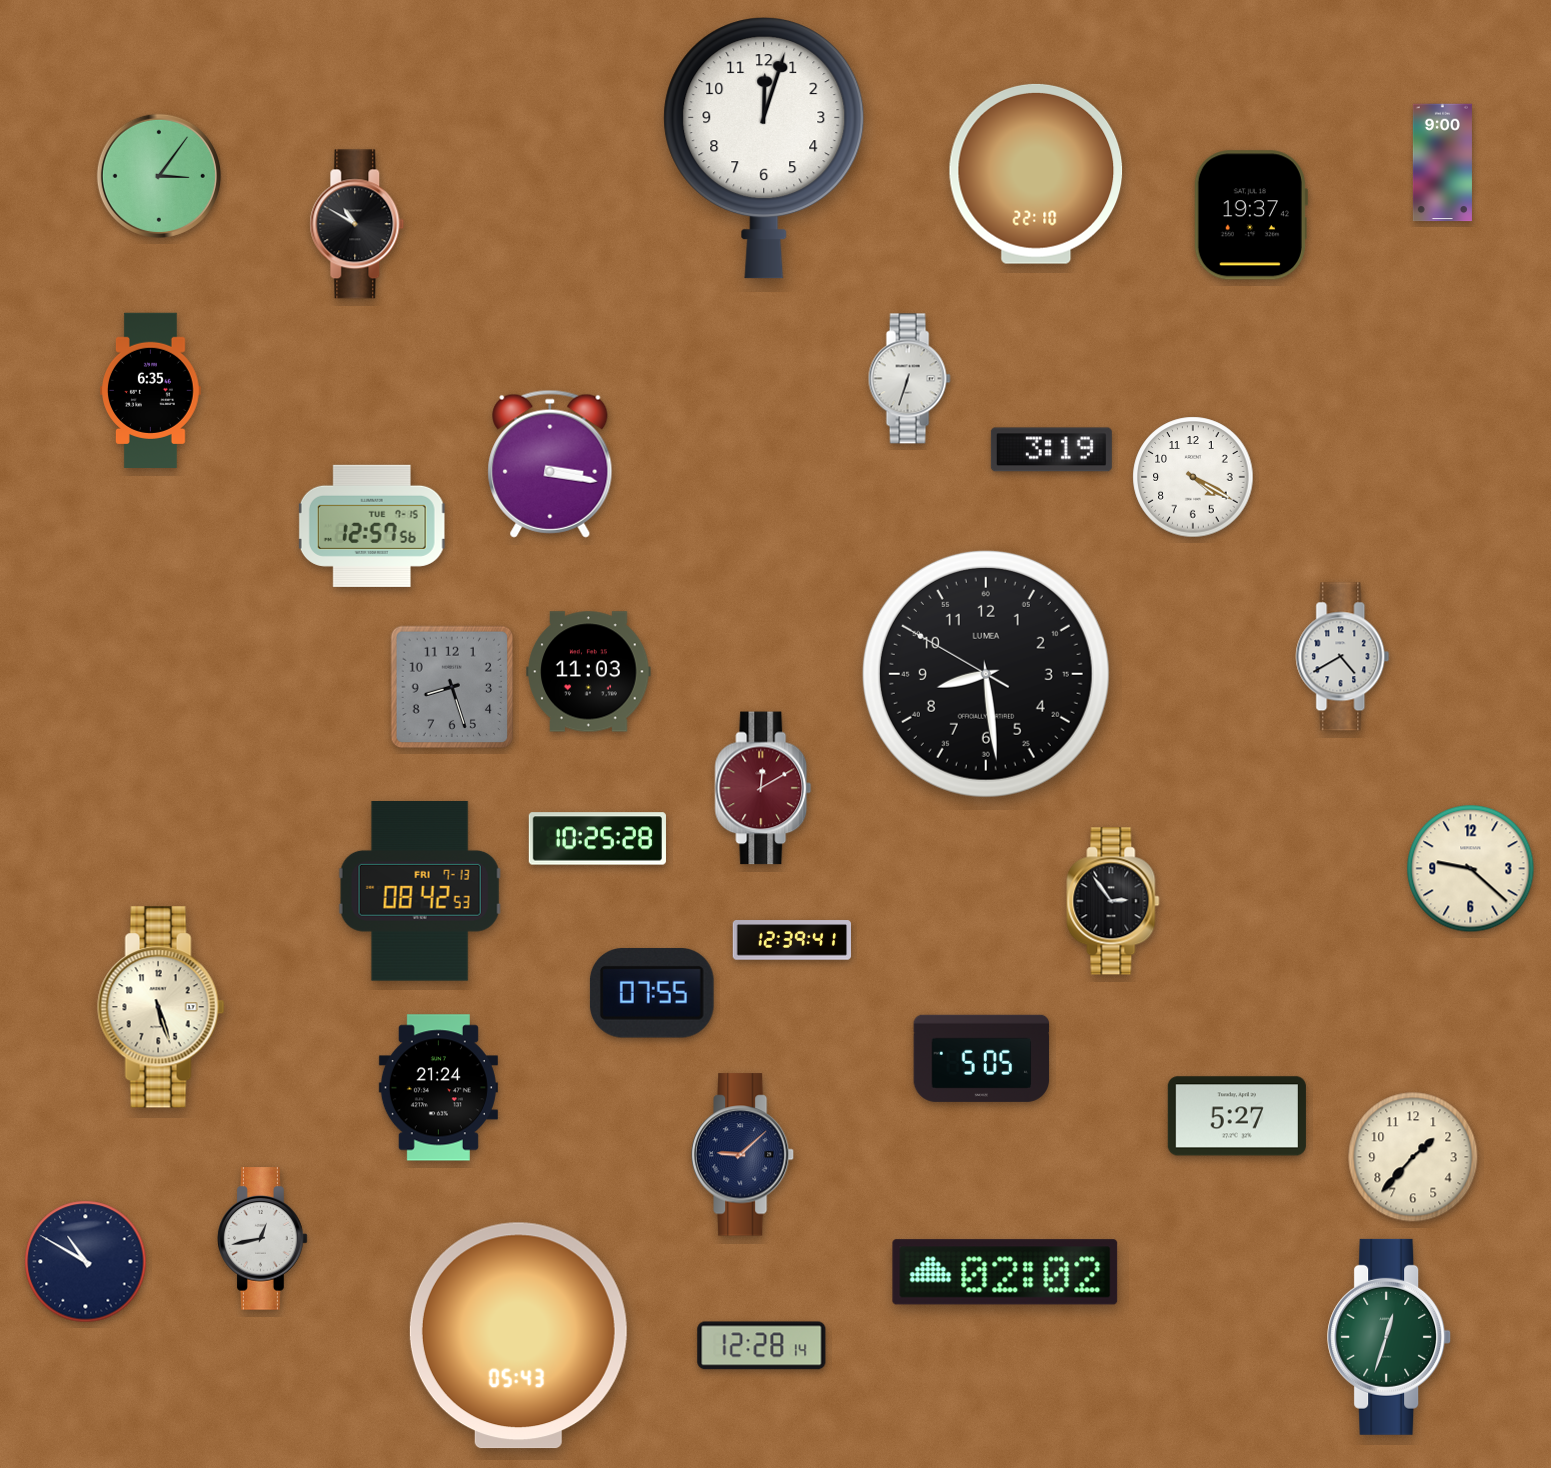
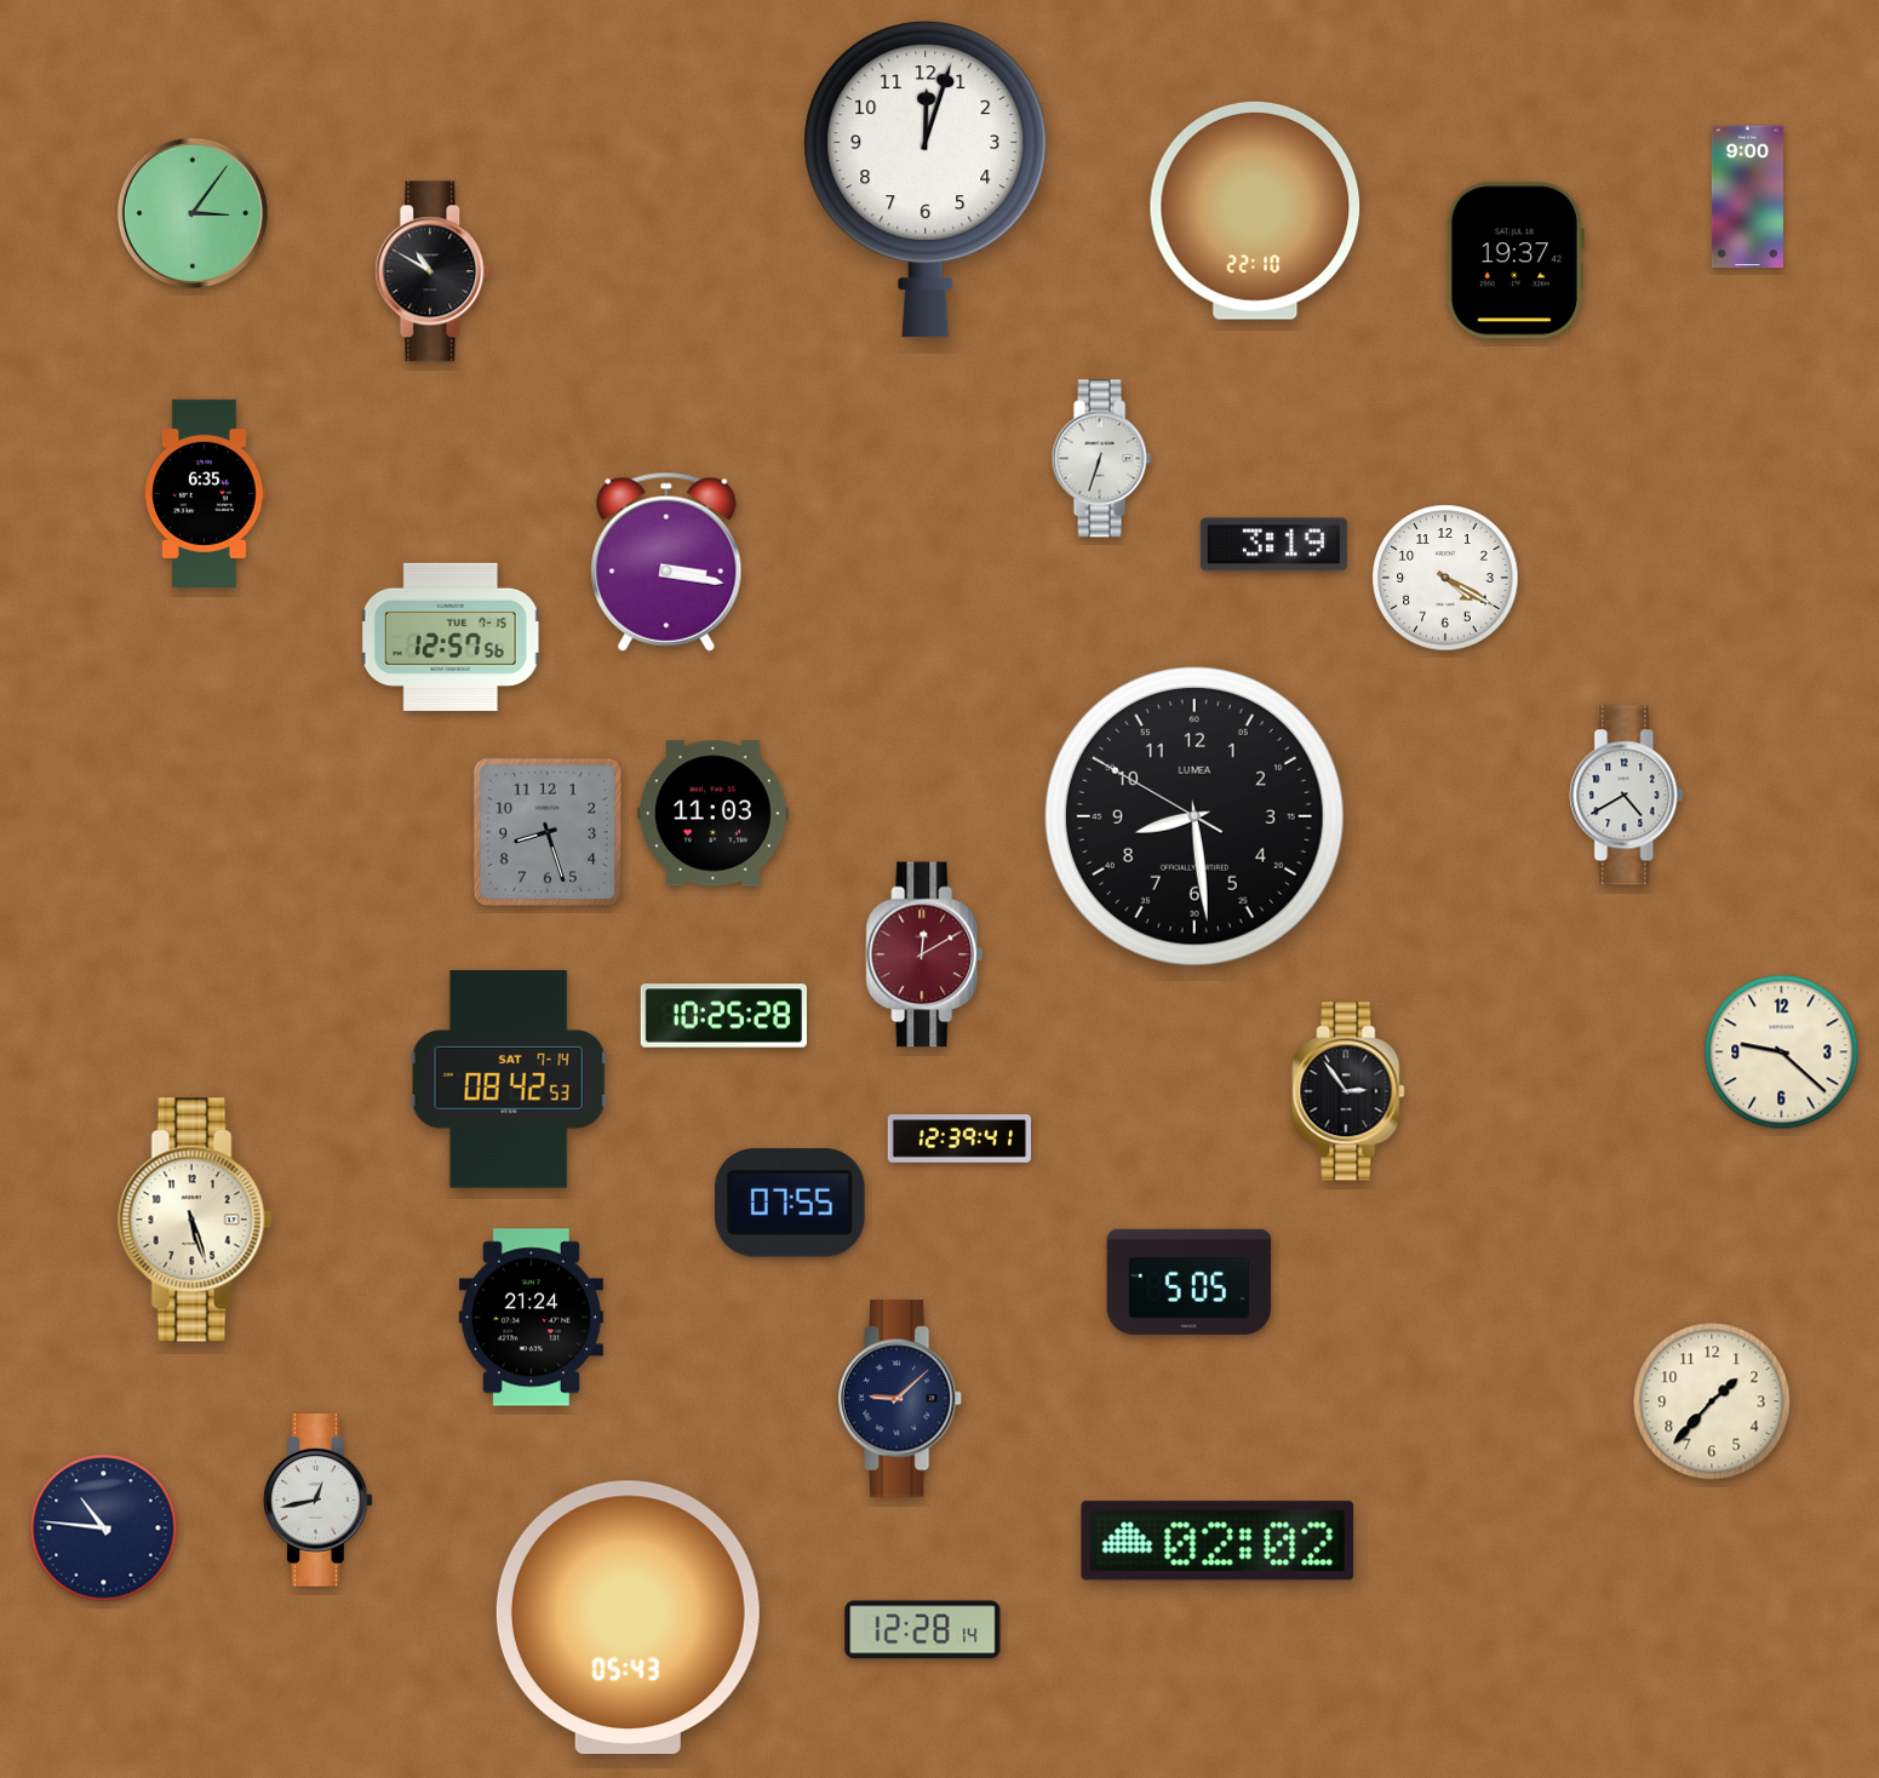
clock at (151, 390) position: (151, 390) -> (205, 493)
clock at (420, 892) date: FRI 7-13 -> SAT 7-14
clock at (1237, 1116): 5:27 -> none
clock at (86, 1262): 10:50 -> 10:46
clock at (1390, 1337): 12:33 -> none
